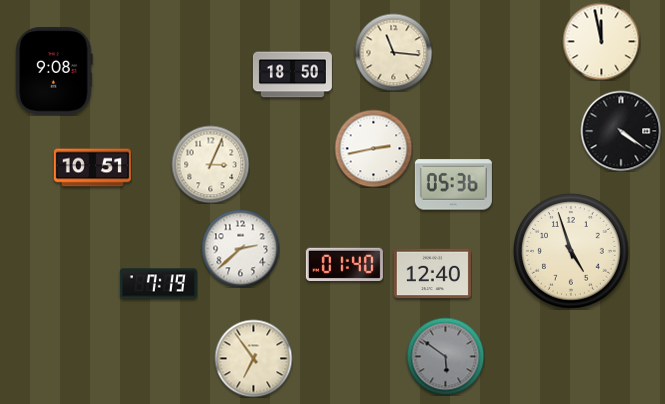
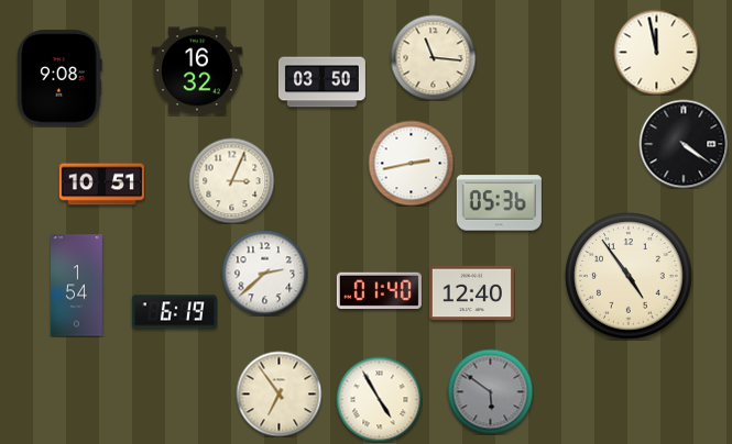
clock at (601, 41) position: (601, 41) -> (656, 52)
clock at (197, 70): none -> 16:32
clock at (292, 75): 18:50 -> 03:50
clock at (572, 252): 4:57 -> 4:54
clock at (76, 286): none -> 1:54
clock at (432, 274) position: (432, 274) -> (471, 293)
clock at (158, 284): 7:19 -> 6:19
clock at (379, 399): none -> 4:55
